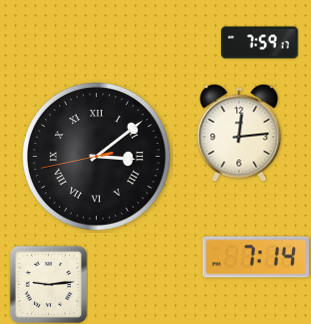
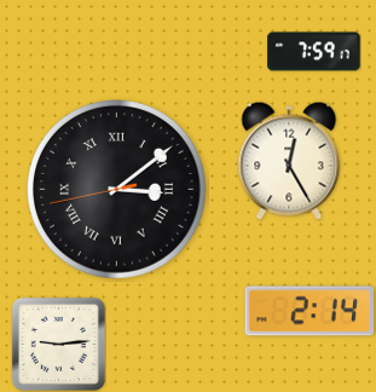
clock at (239, 133): 12:14 -> 12:25
clock at (255, 257): 7:14 -> 2:14
